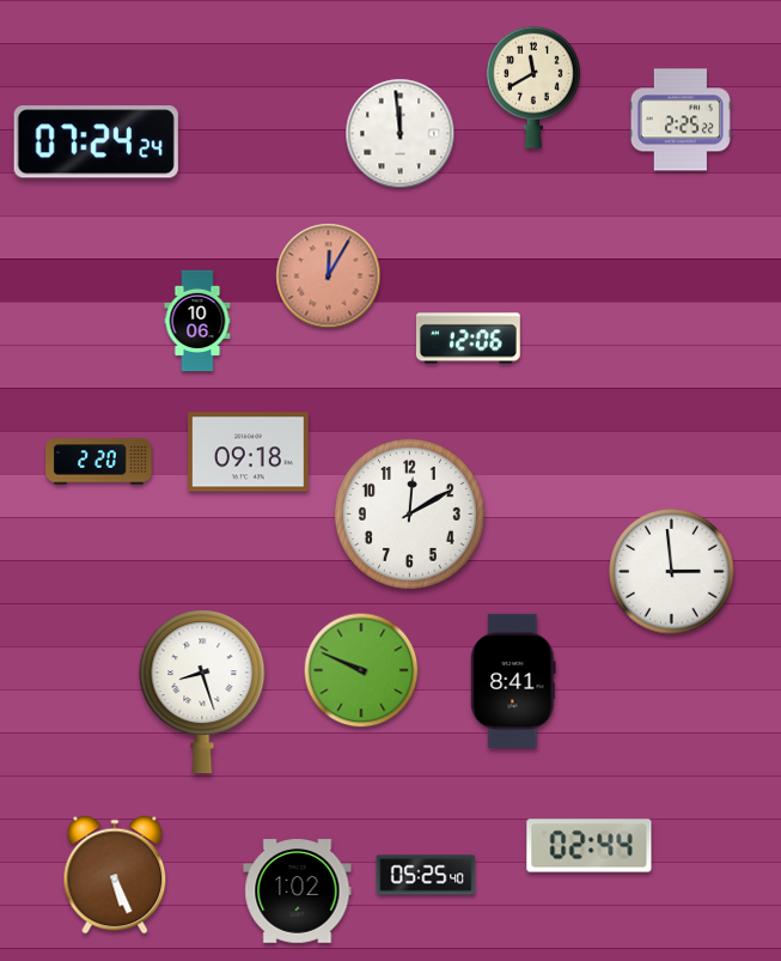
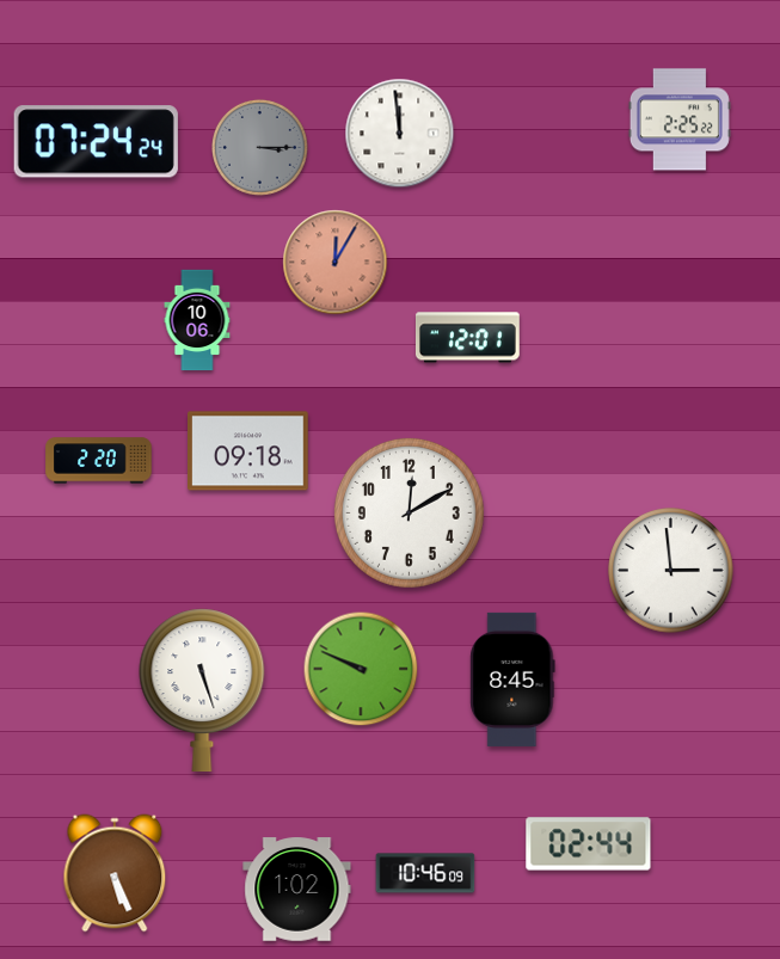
clock at (533, 87): 11:40 -> none
clock at (259, 147): none -> 3:15
clock at (329, 276) position: (329, 276) -> (336, 263)
clock at (468, 339): 12:06 -> 12:01
clock at (513, 681): 8:41 -> 8:45
clock at (202, 692): 8:27 -> 5:27
clock at (426, 875): 05:25 -> 10:46
